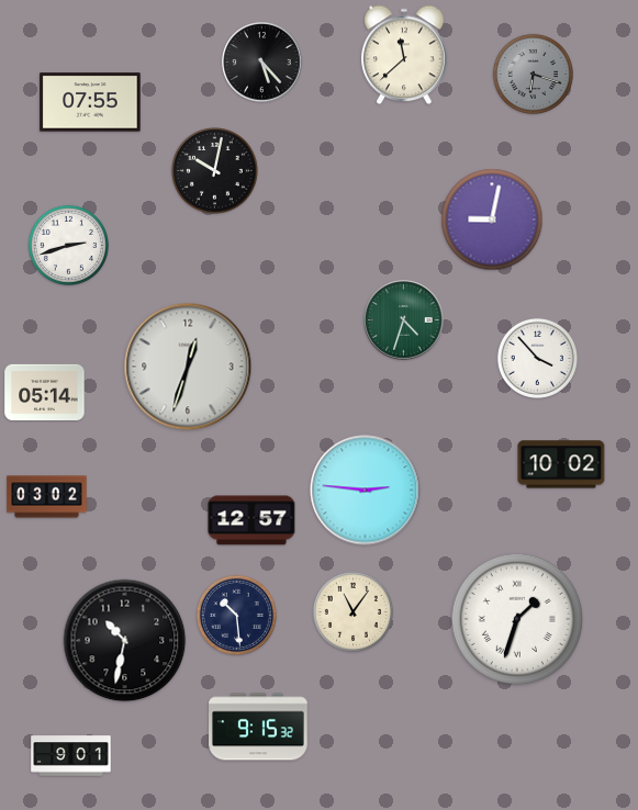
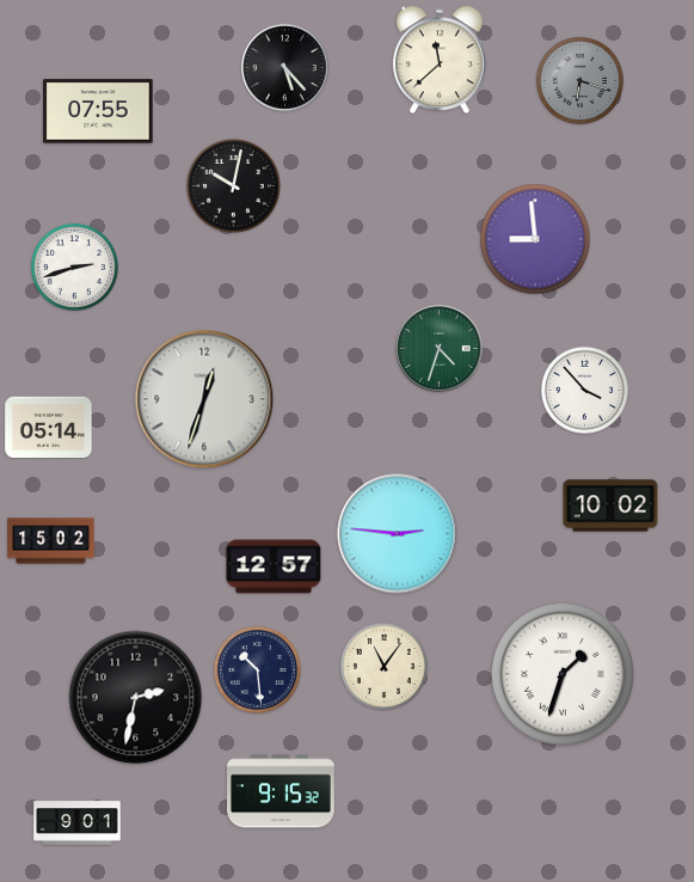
clock at (492, 220): 9:02 -> 8:59
clock at (47, 497): 03:02 -> 15:02
clock at (125, 641): 10:32 -> 2:32
